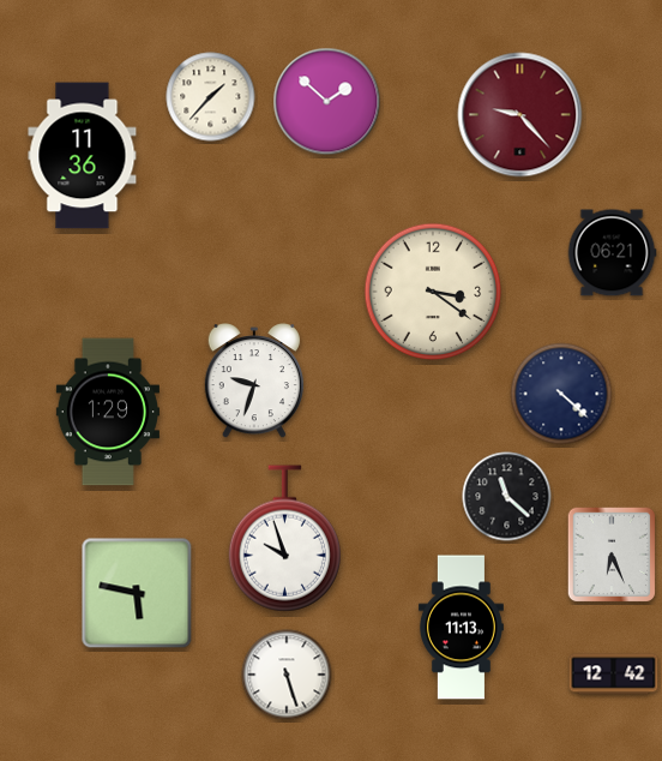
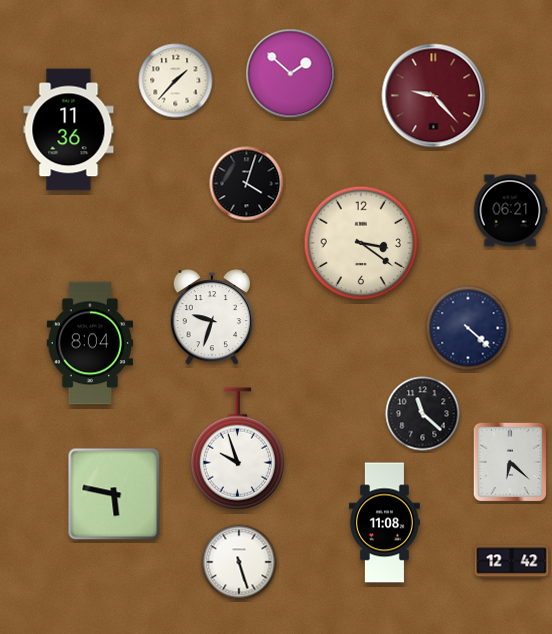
clock at (327, 102) position: (327, 102) -> (291, 74)
clock at (247, 184): none -> 4:03
clock at (108, 412): 1:29 -> 8:04
clock at (612, 555): 6:26 -> 6:22
clock at (461, 628): 11:13 -> 11:08
